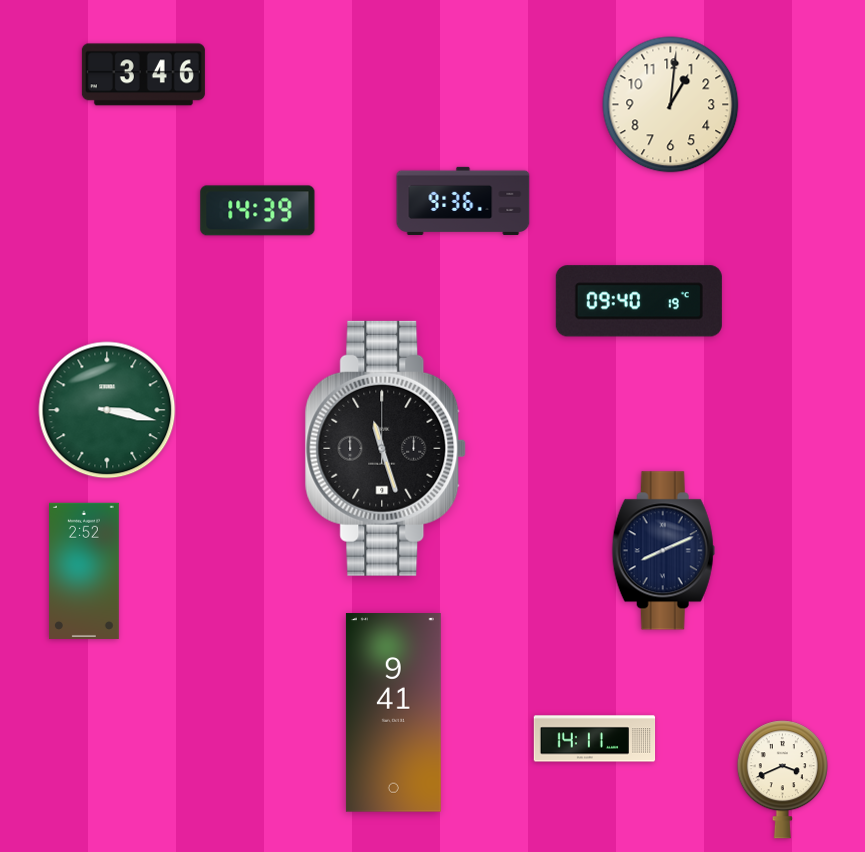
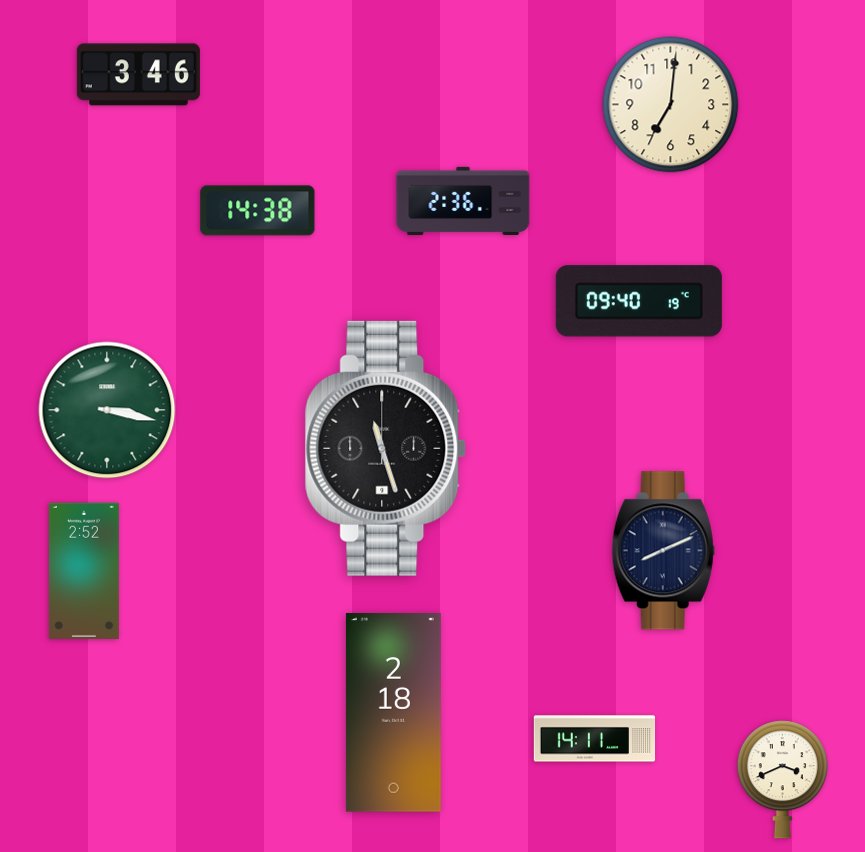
clock at (143, 75) position: (143, 75) -> (138, 75)
clock at (671, 105): 1:01 -> 7:01
clock at (463, 201): 9:36 -> 2:36
clock at (258, 211): 14:39 -> 14:38
clock at (393, 713): 9:41 -> 2:18
